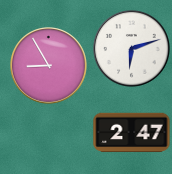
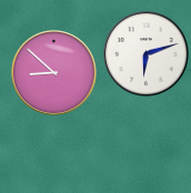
clock at (49, 66): 8:55 -> 8:52
clock at (132, 133): 2:47 -> none
